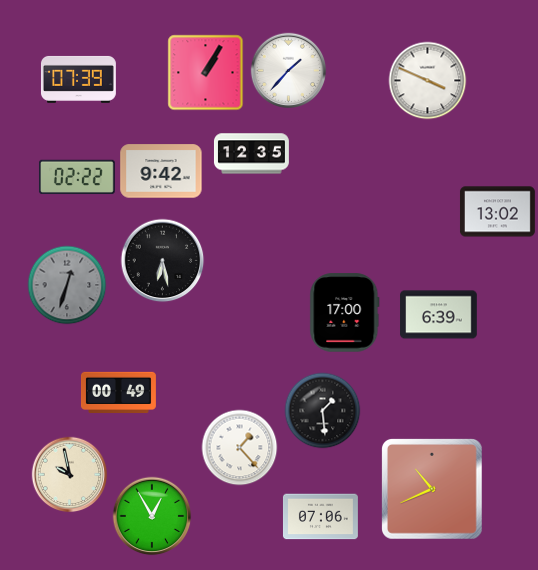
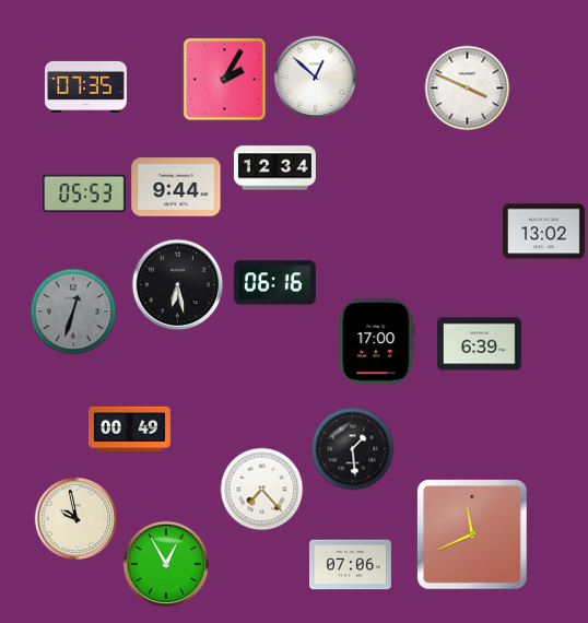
clock at (289, 71): 1:37 -> 12:52
clock at (206, 73): 1:05 -> 2:05
clock at (78, 79): 07:39 -> 07:35
clock at (252, 154): 12:35 -> 12:34
clock at (161, 171): 9:42 -> 9:44
clock at (77, 177): 02:22 -> 05:53
clock at (274, 283): none -> 06:16
clock at (240, 448): 1:23 -> 7:23
clock at (432, 489): 10:41 -> 11:41
